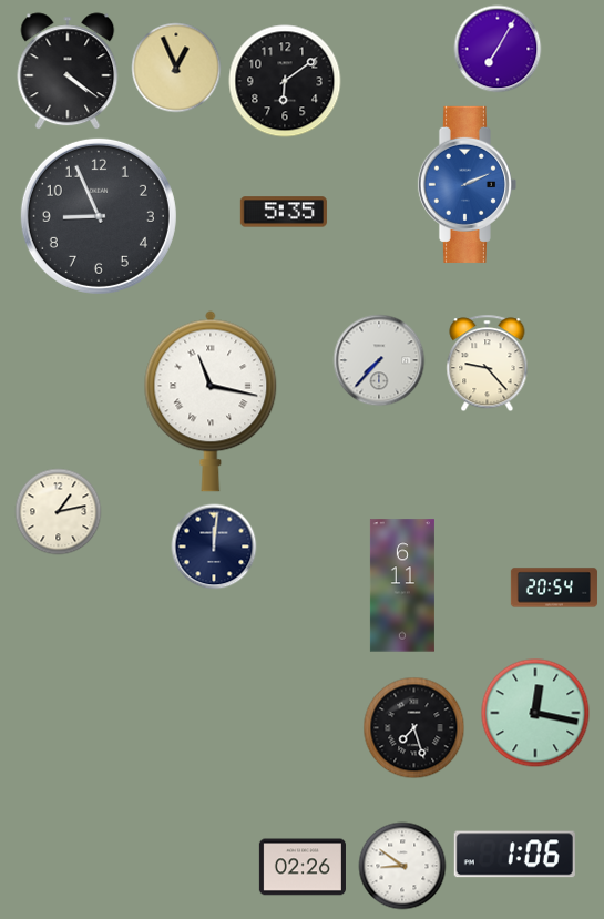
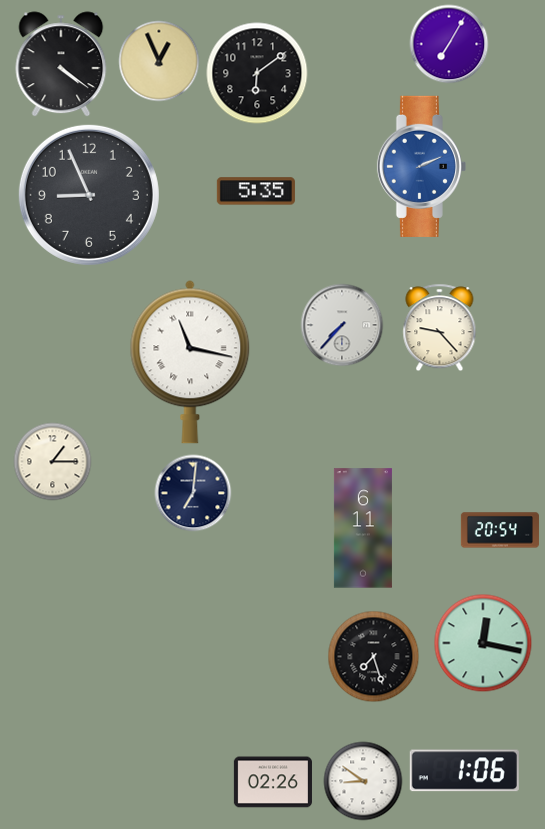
clock at (59, 512): 1:13 -> 1:15
clock at (214, 547): 12:01 -> 7:01
